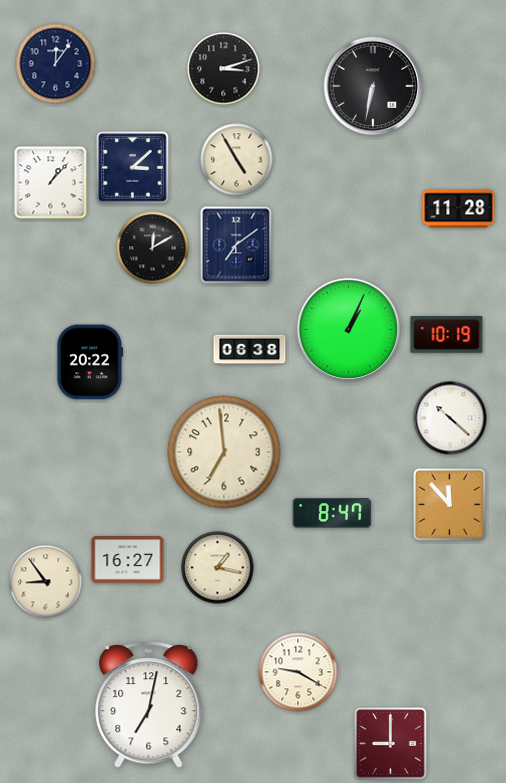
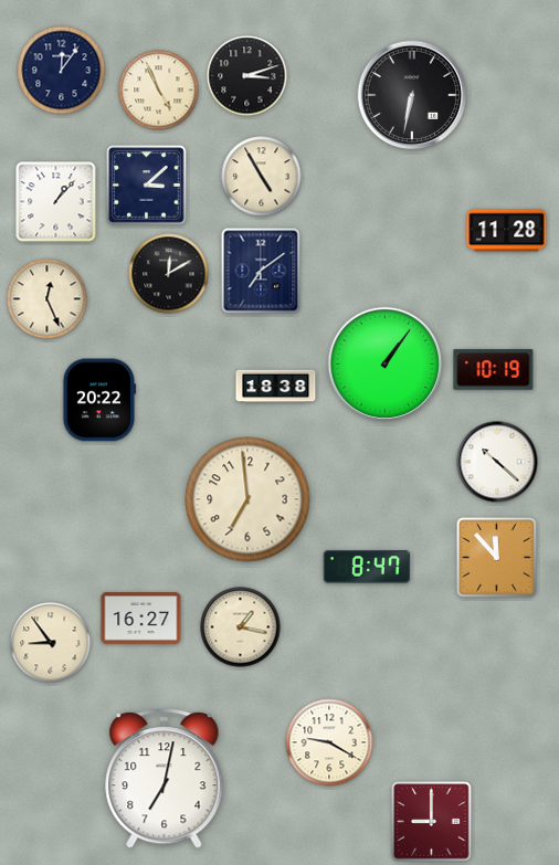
clock at (159, 91): none -> 4:56
clock at (48, 299): none -> 12:26
clock at (348, 329): 1:04 -> 1:06
clock at (250, 350): 06:38 -> 18:38
